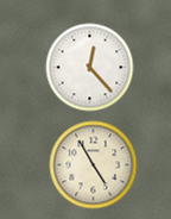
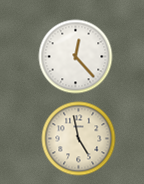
clock at (94, 165): 4:55 -> 4:58
